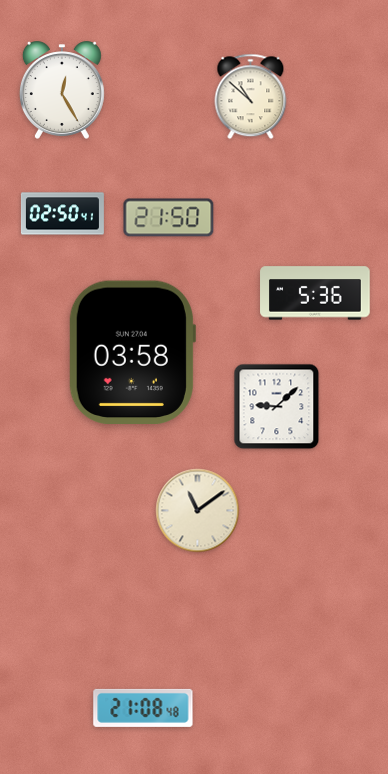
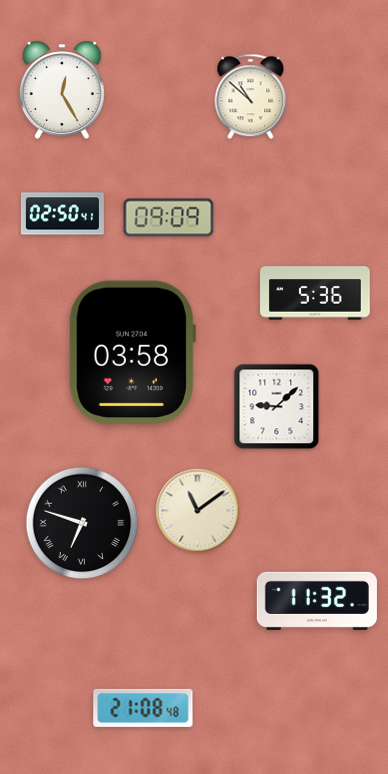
clock at (169, 218): 21:50 -> 09:09
clock at (82, 523): none -> 6:48
clock at (317, 601): none -> 11:32
